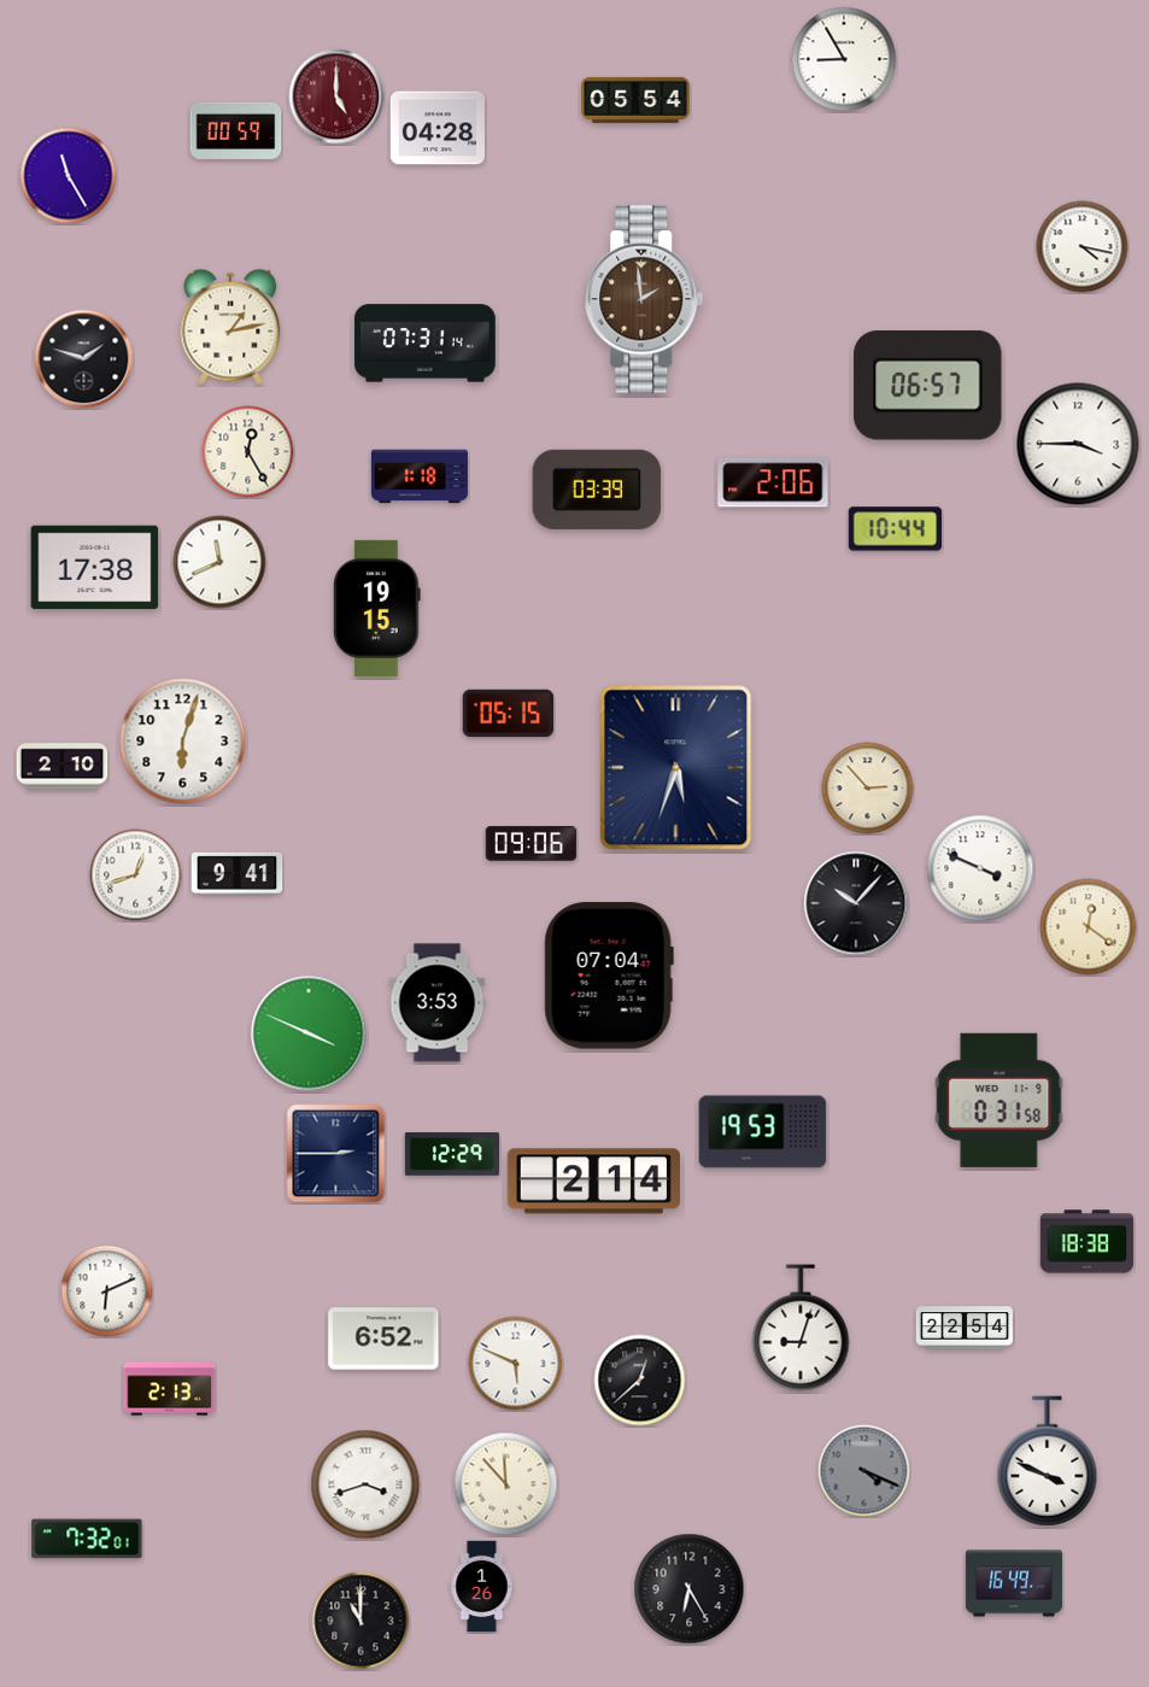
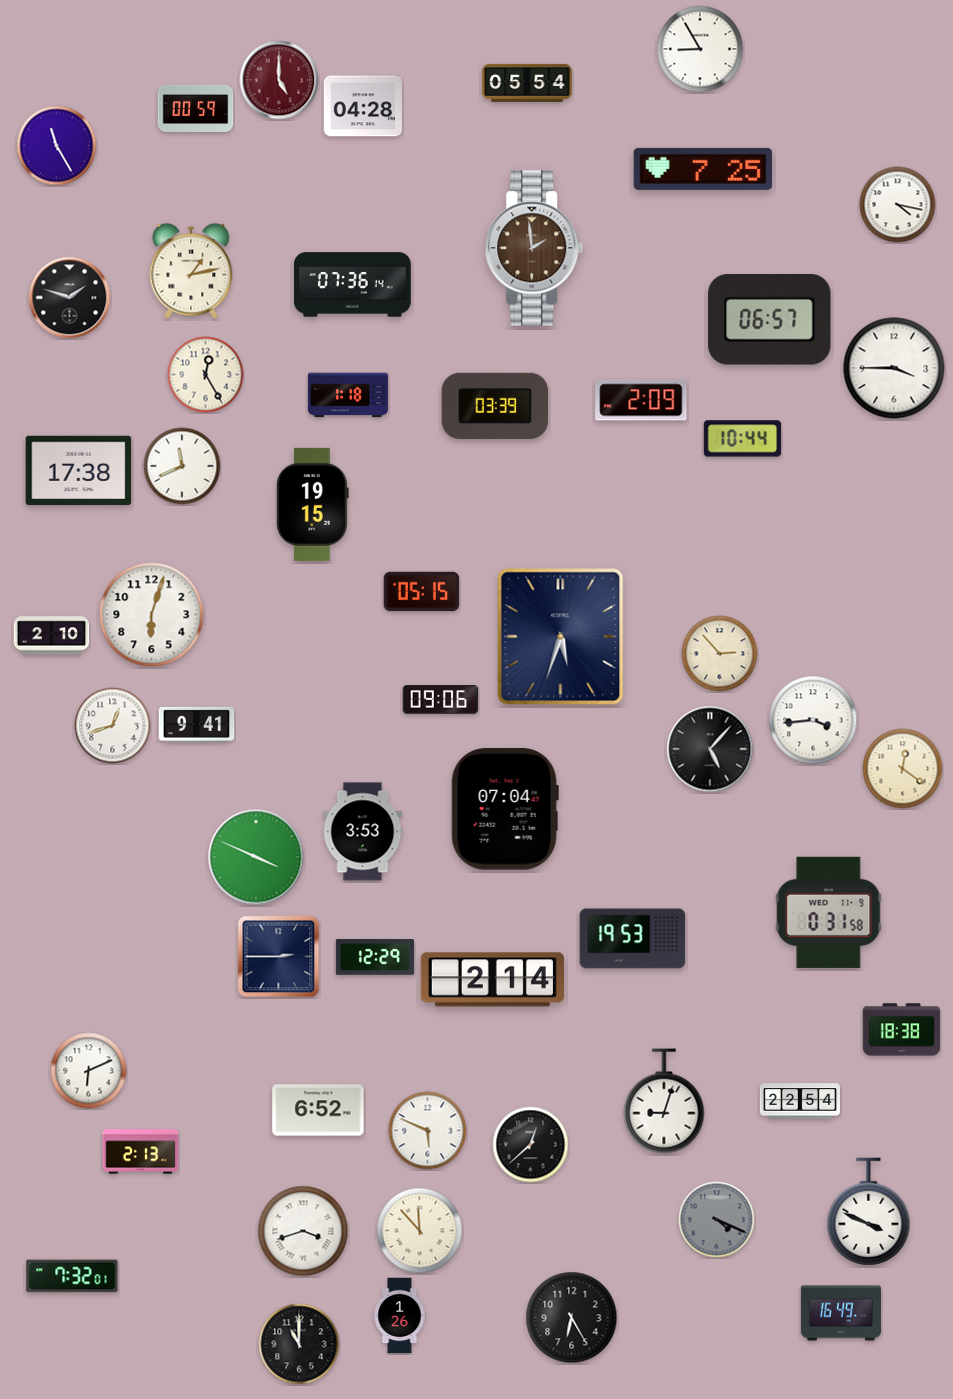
clock at (703, 169): none -> 7:25
clock at (424, 344): 07:31 -> 07:36
clock at (773, 482): 2:06 -> 2:09
clock at (980, 868): 3:49 -> 3:44
clock at (856, 903): 10:07 -> 5:07
